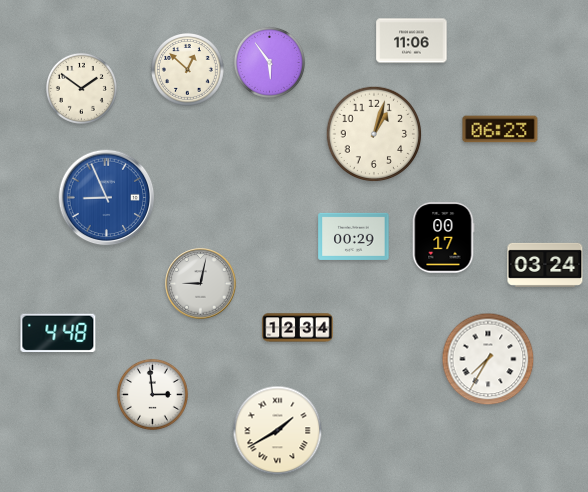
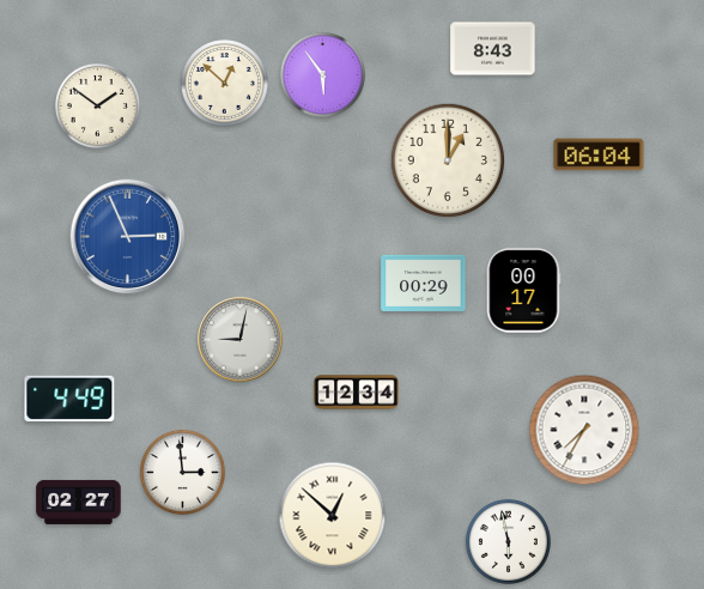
clock at (412, 41): 11:06 -> 8:43
clock at (500, 129): 06:23 -> 06:04
clock at (374, 134): 1:03 -> 1:00
clock at (107, 198): 8:56 -> 2:56
clock at (443, 238) position: (443, 238) -> (523, 291)
clock at (545, 265): 03:24 -> none
clock at (58, 333): 4:48 -> 4:49
clock at (79, 502): none -> 02:27
clock at (278, 431): 1:40 -> 12:52
clock at (508, 541): none -> 5:58
